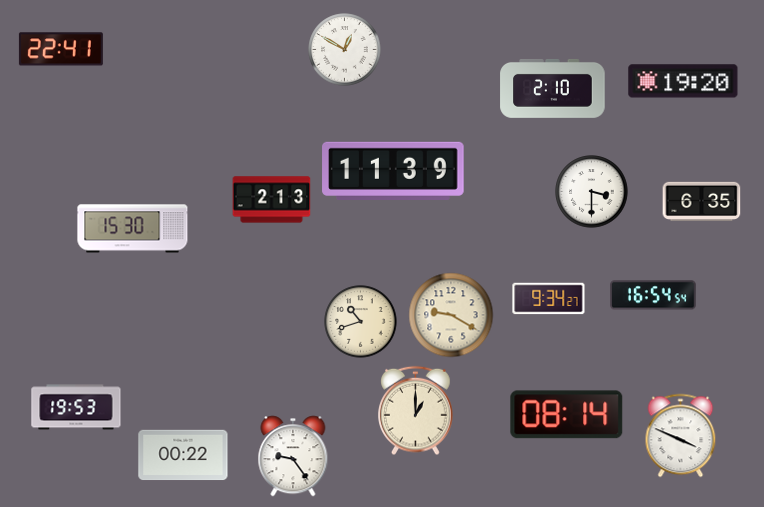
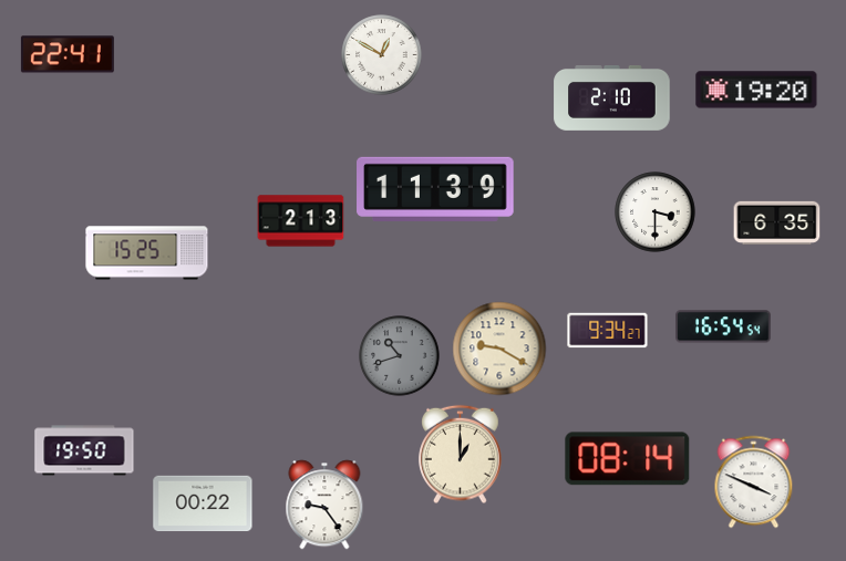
clock at (133, 229): 15:30 -> 15:25
clock at (361, 322) dial: cream -> grey
clock at (76, 407): 19:53 -> 19:50
